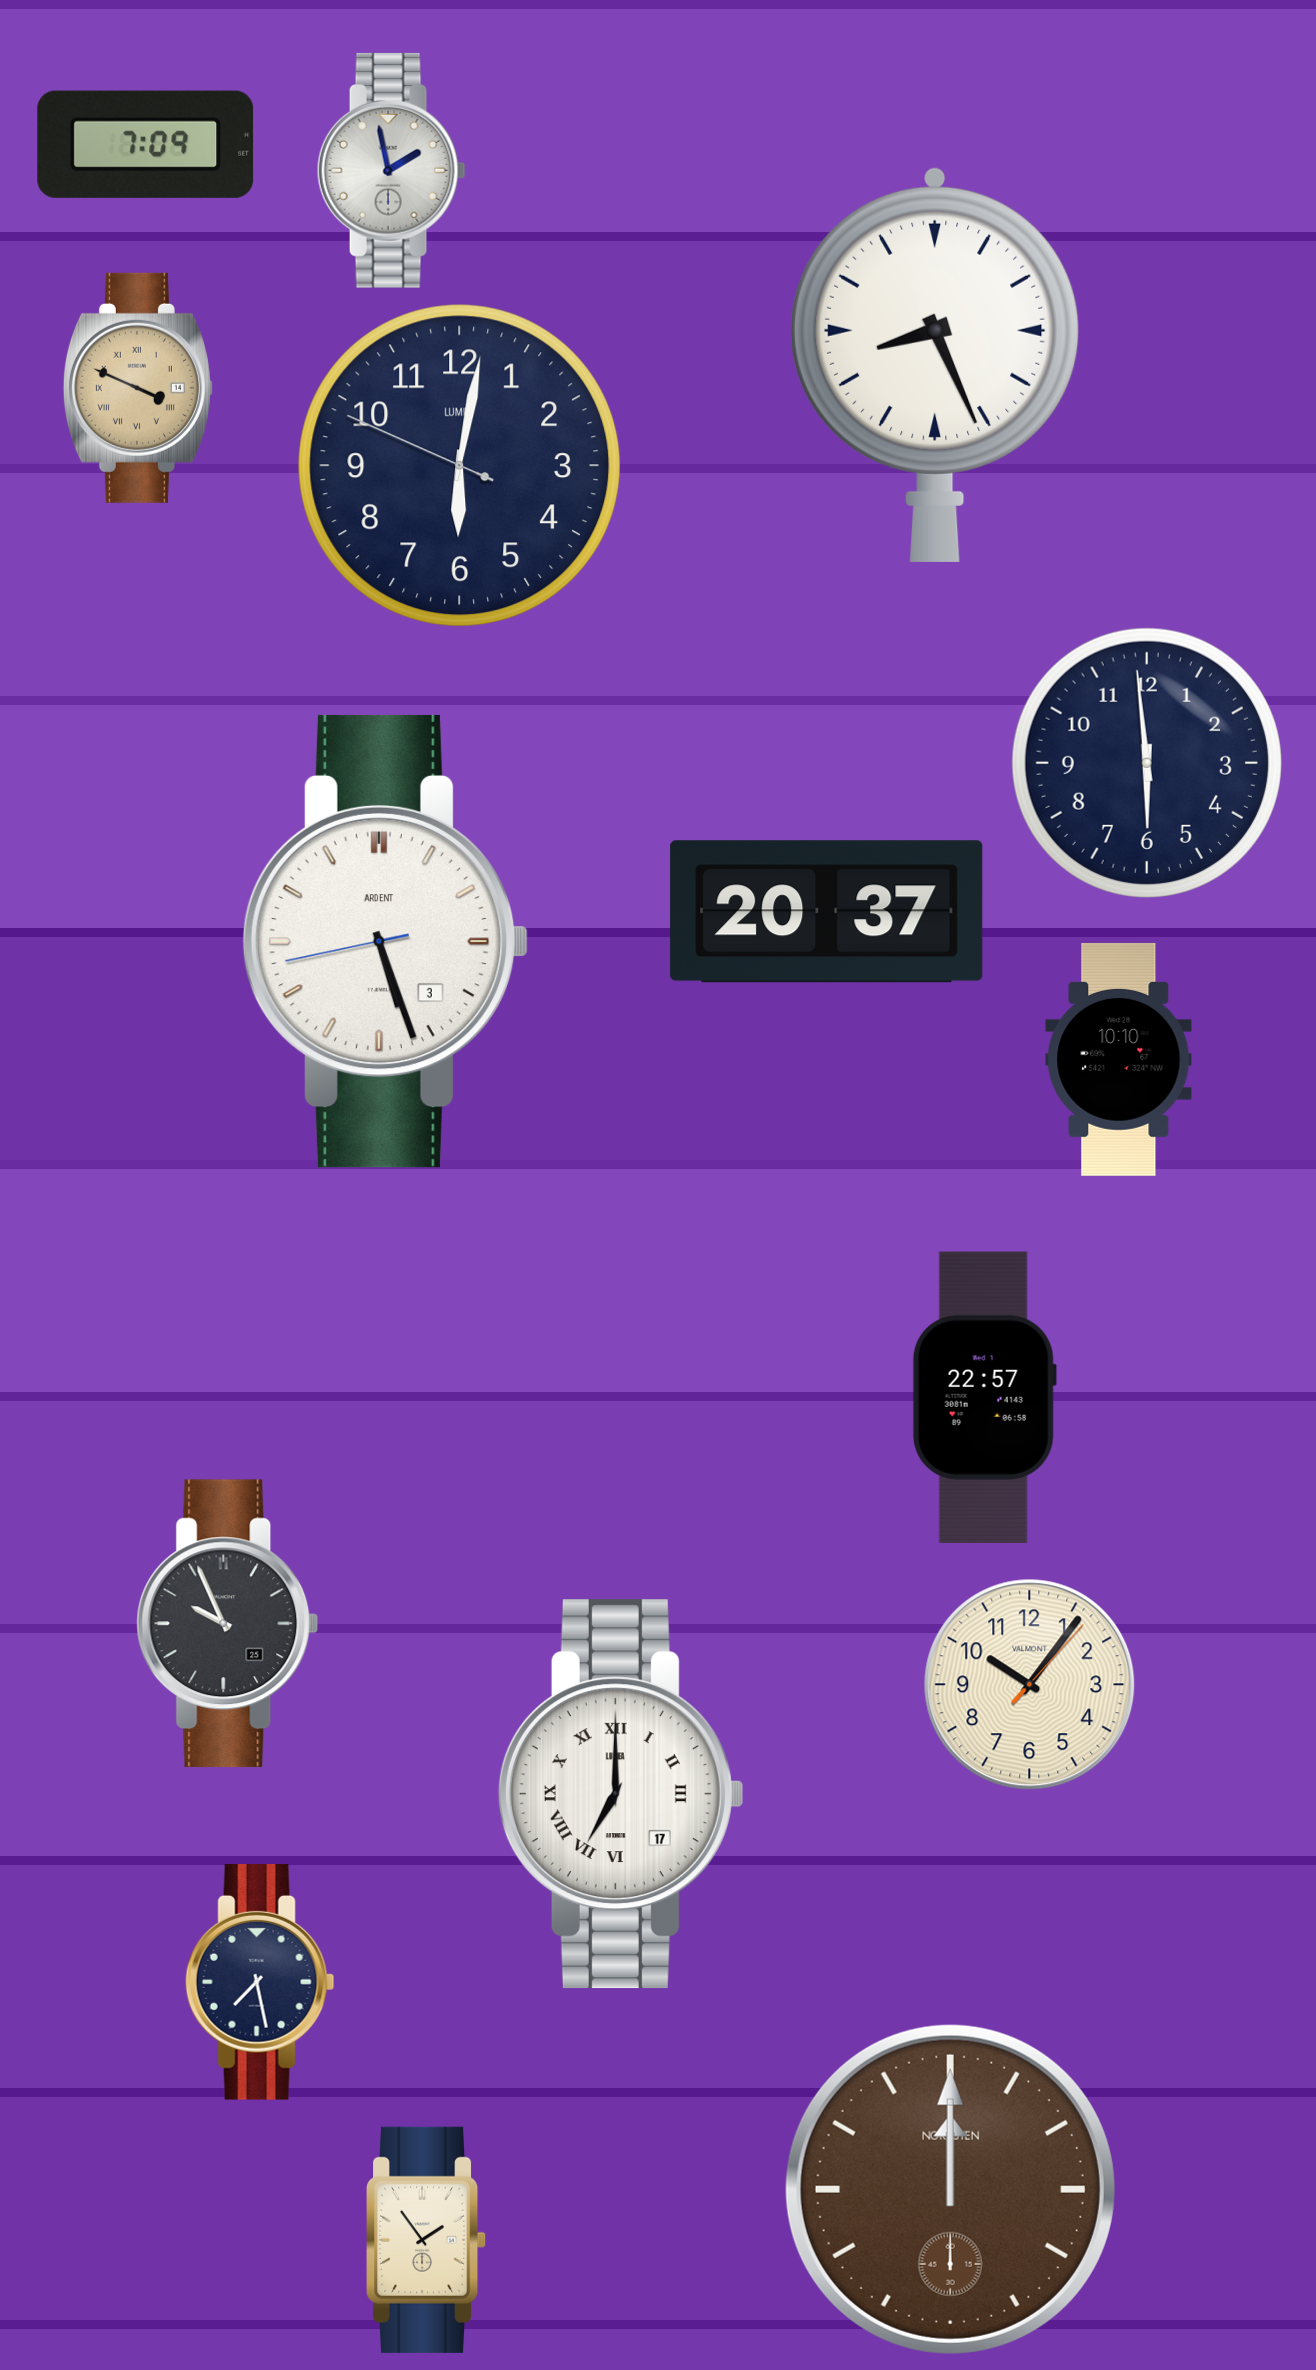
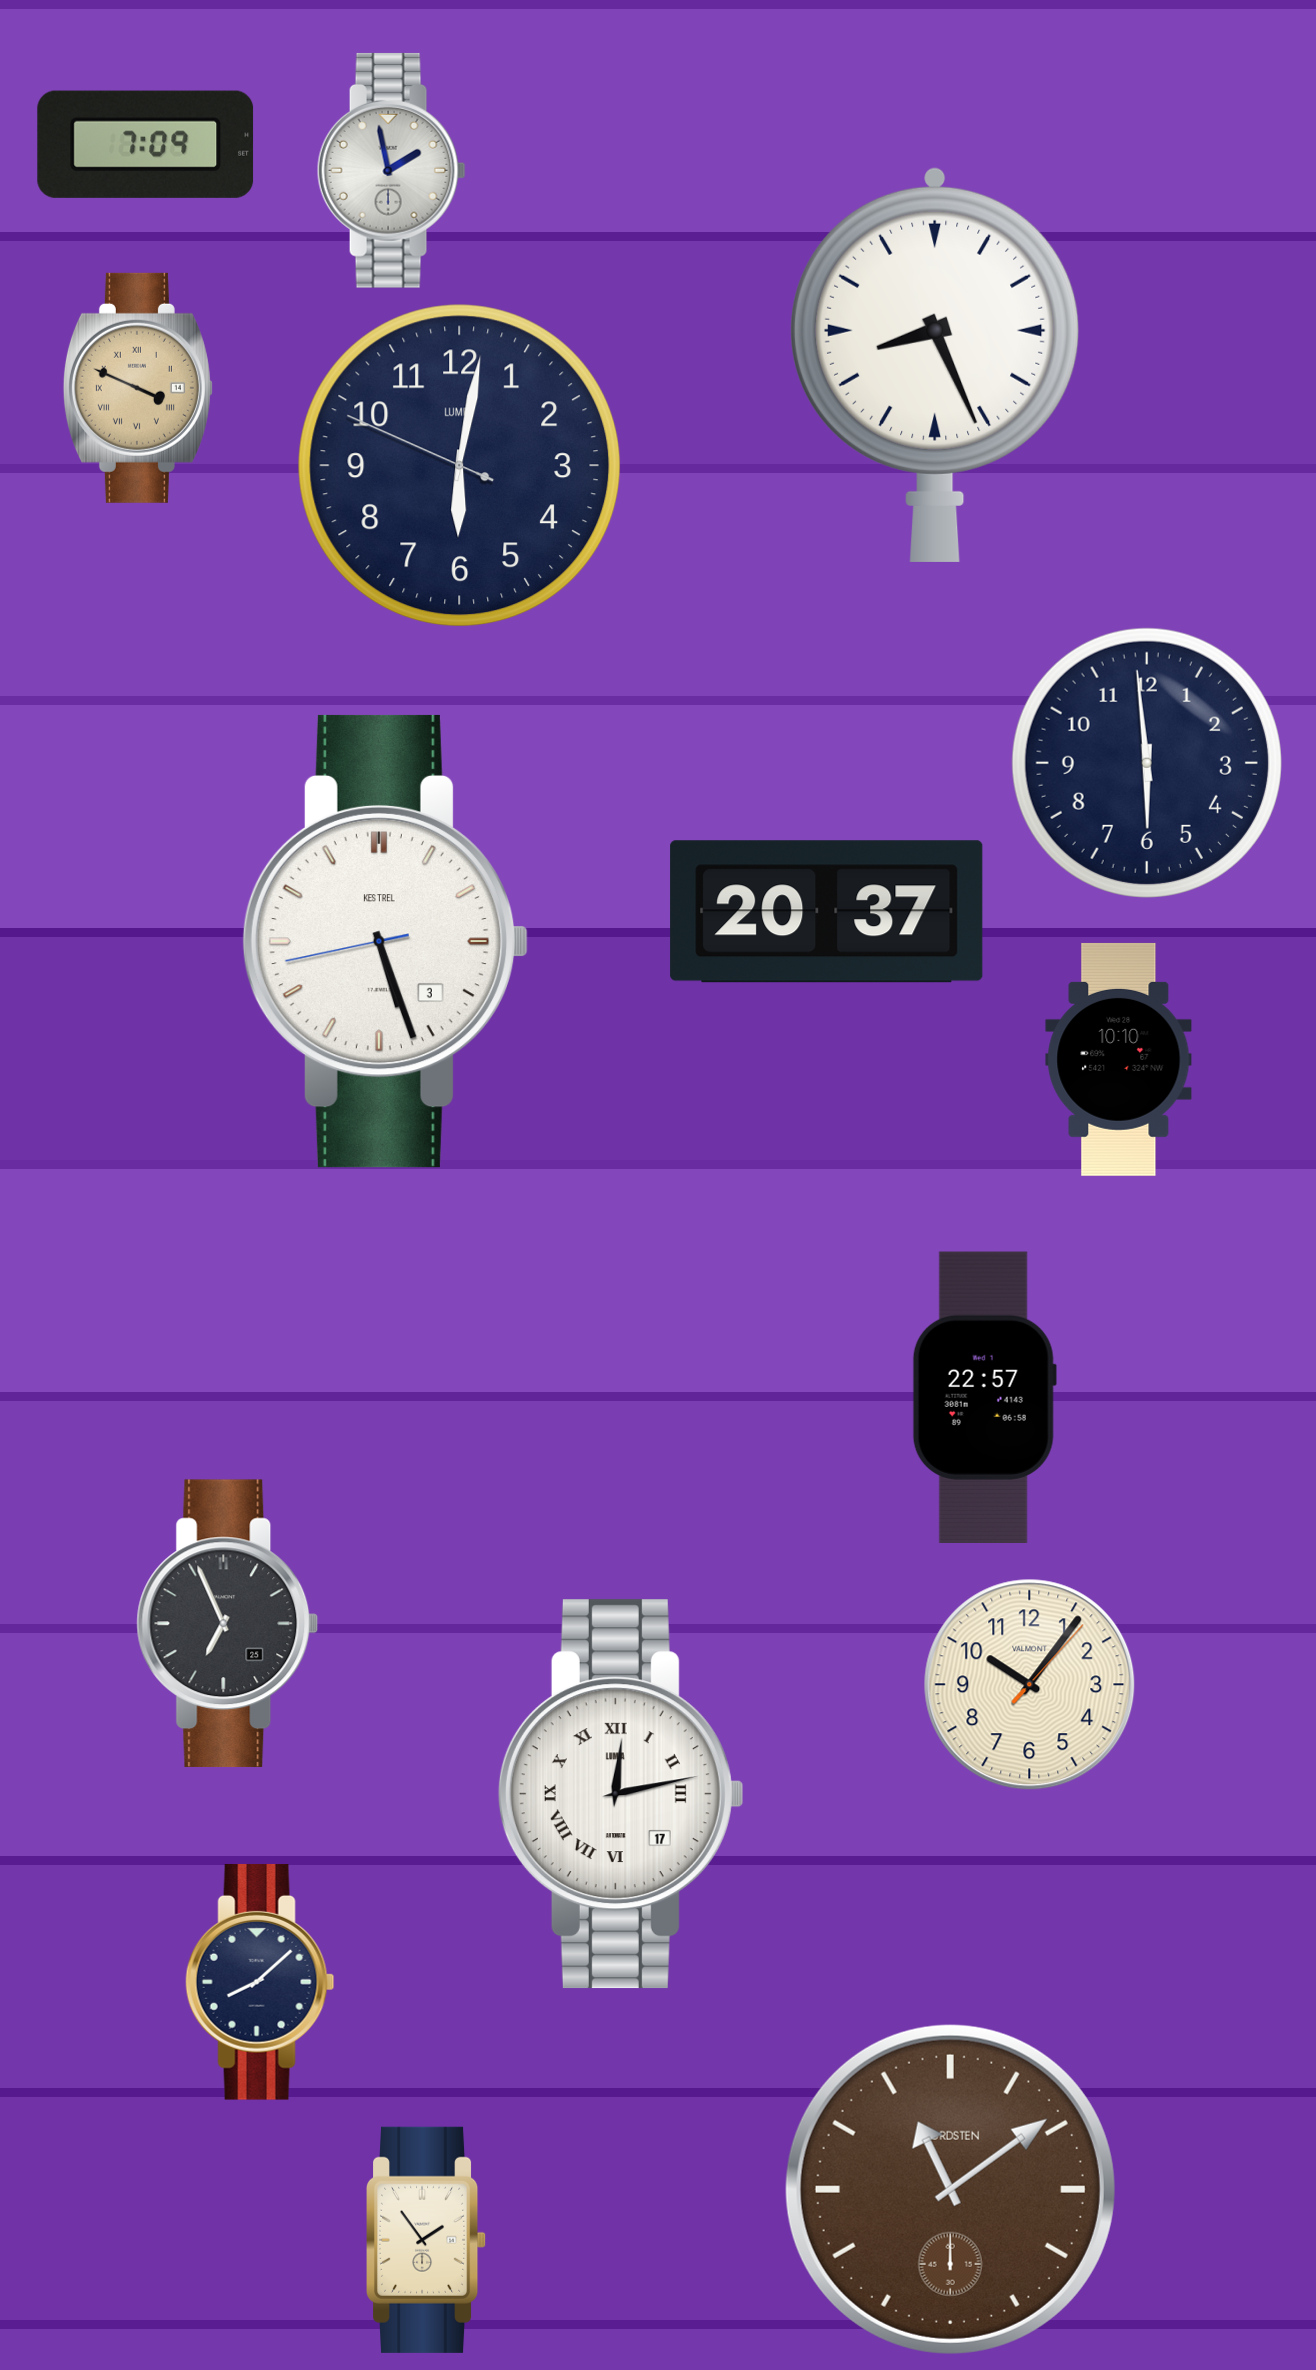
clock at (385, 941) brand: ARDENT -> KESTREL
clock at (228, 1624): 9:56 -> 6:56
clock at (621, 1794): 7:00 -> 12:13
clock at (260, 1982): 7:28 -> 8:08
clock at (950, 2189): 12:00 -> 11:09
